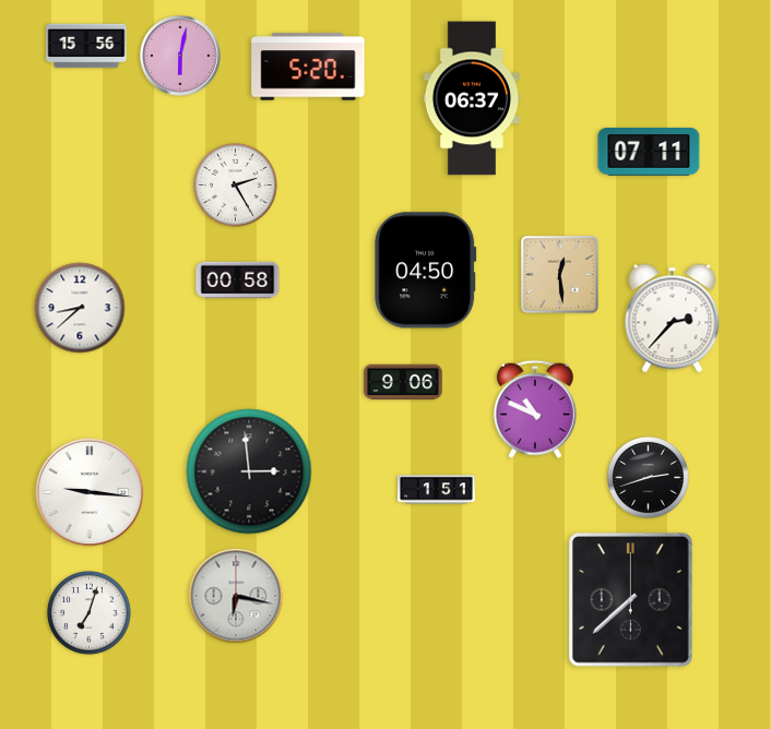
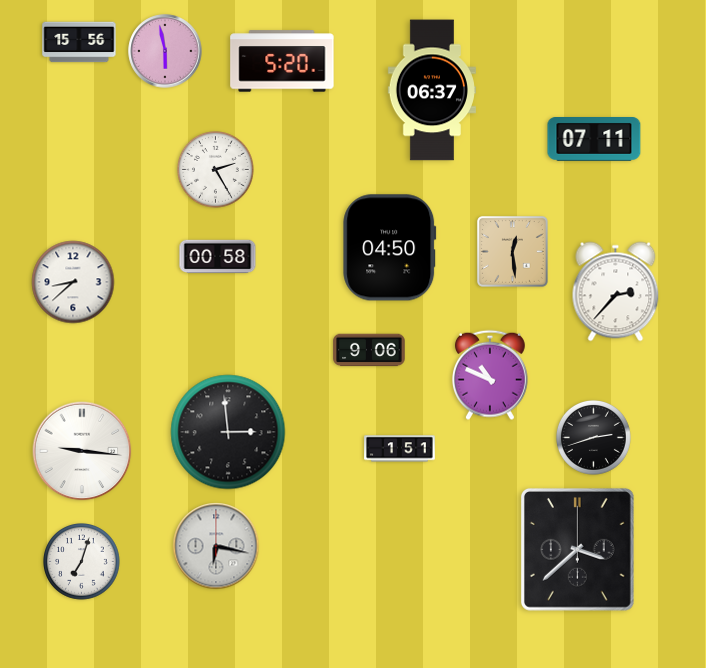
clock at (180, 56): 6:02 -> 5:58
clock at (630, 599): 7:38 -> 3:38
